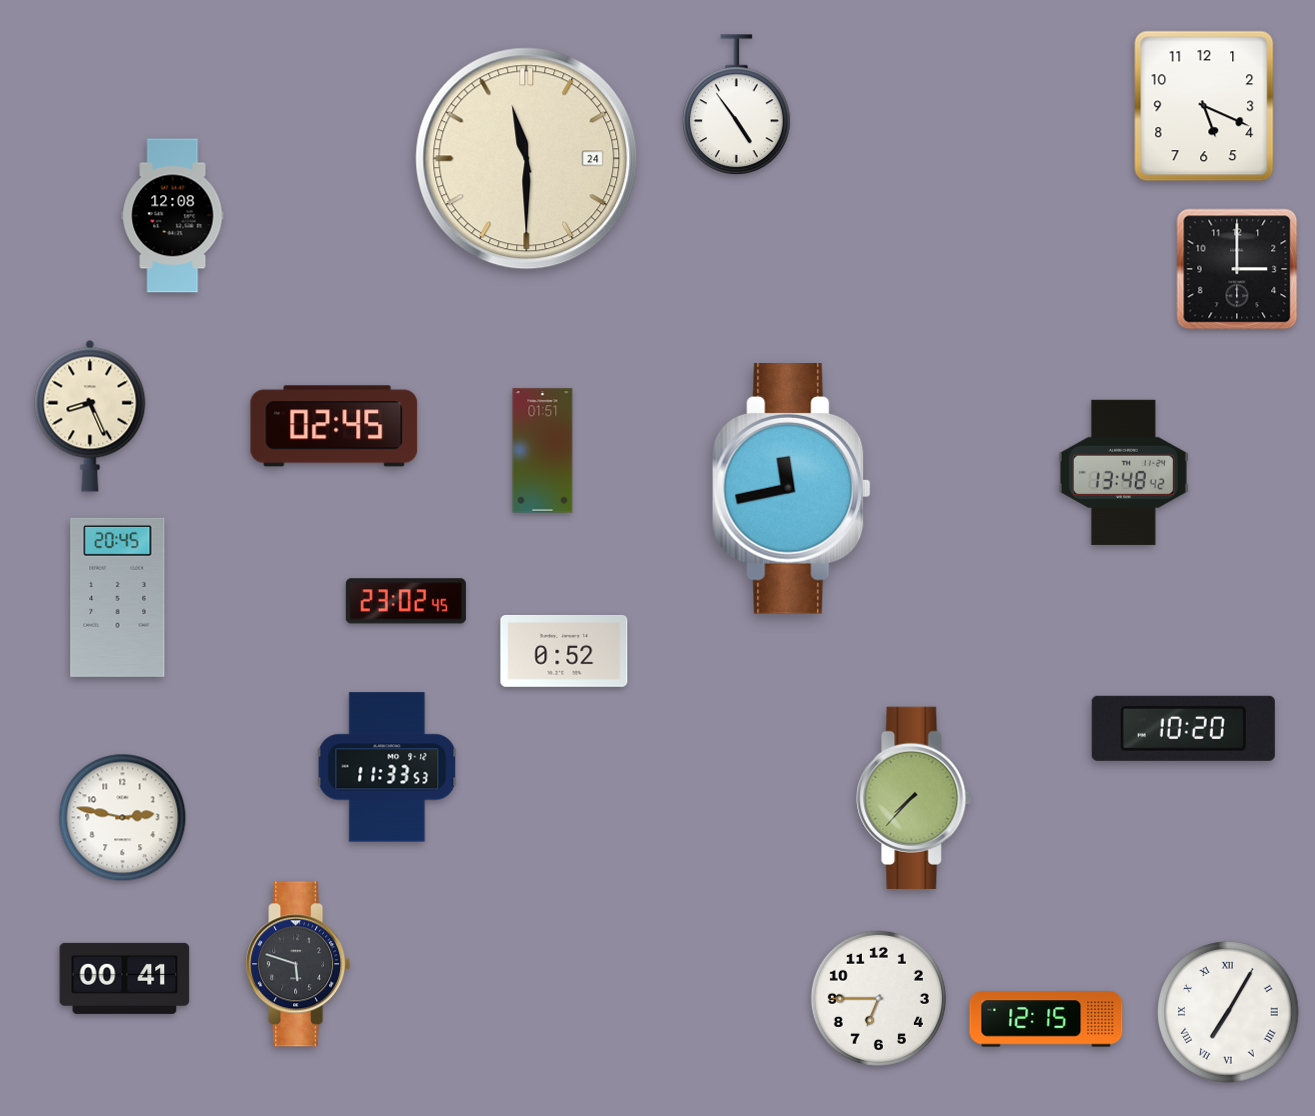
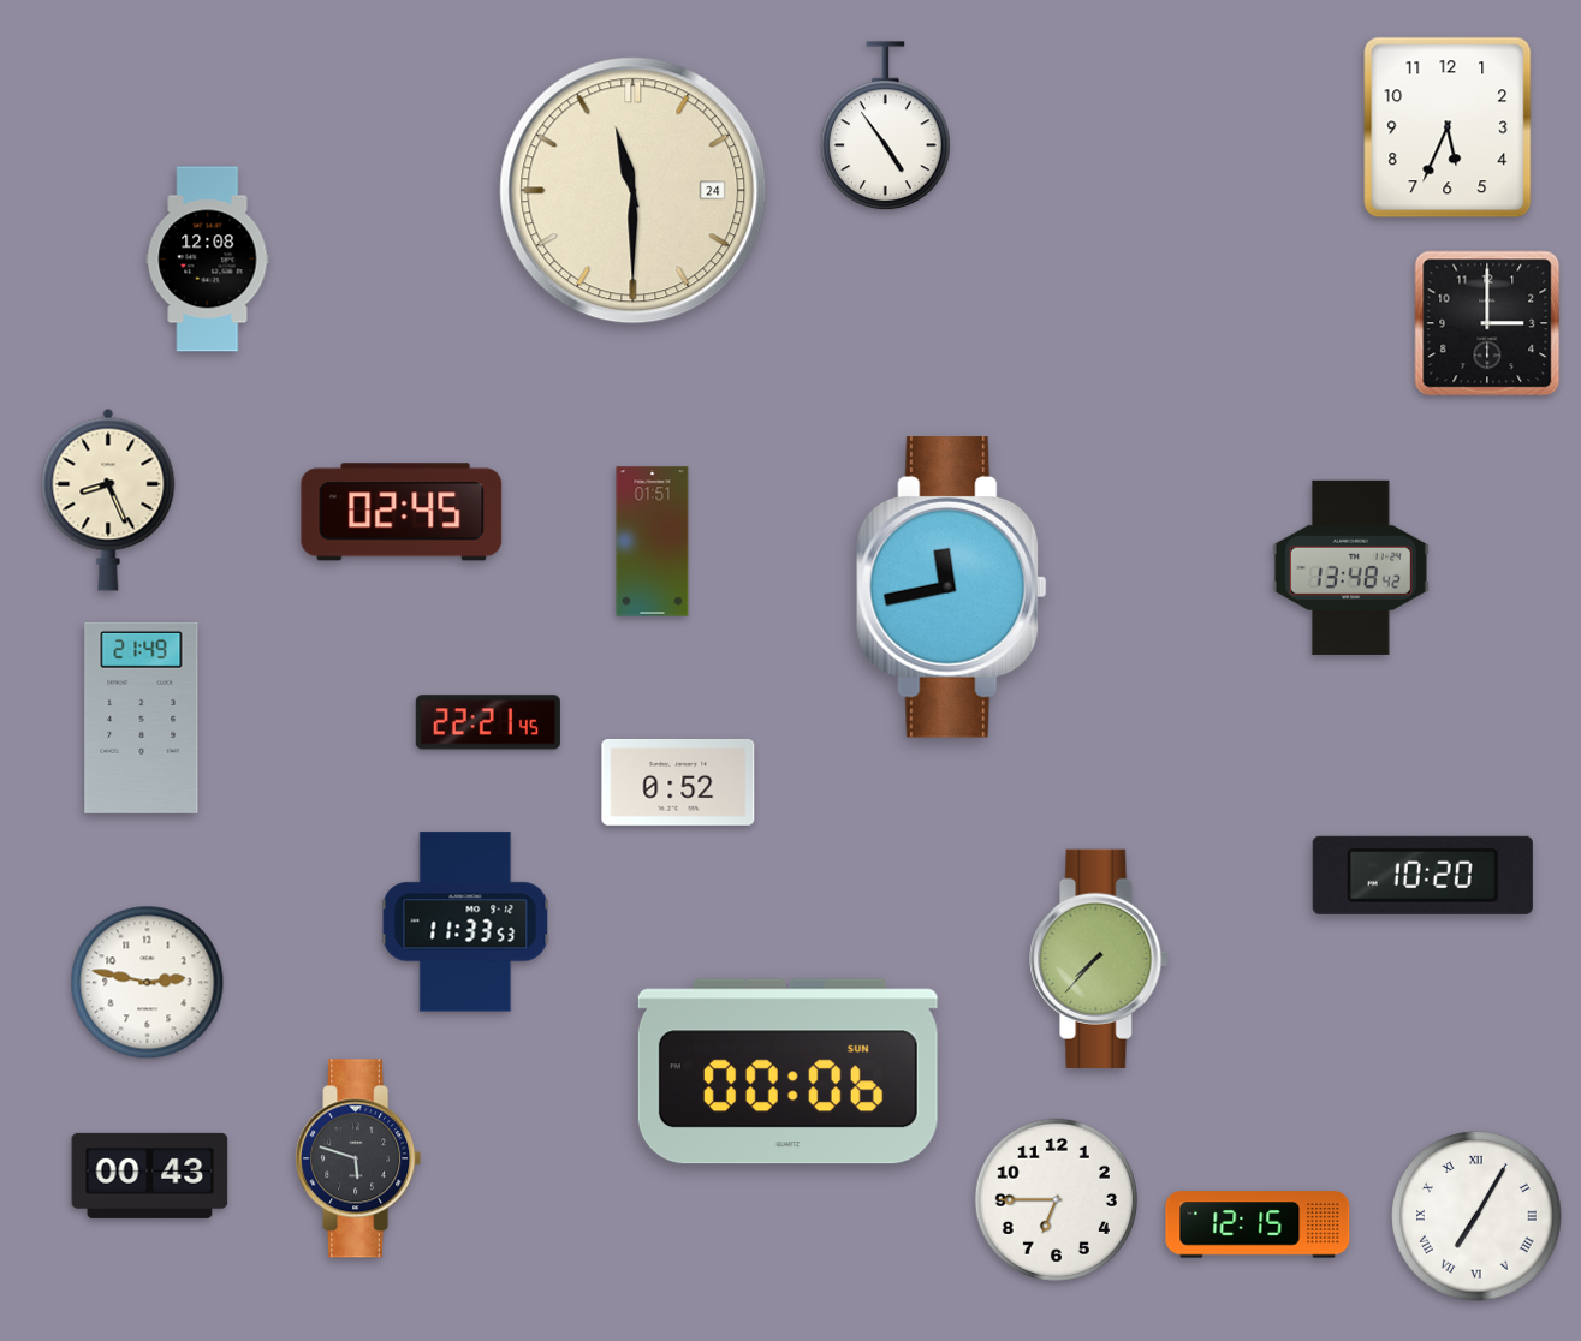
clock at (1204, 106): 5:19 -> 5:34
clock at (118, 597): 20:45 -> 21:49
clock at (406, 601): 23:02 -> 22:21
clock at (787, 1072): none -> 00:06
clock at (125, 978): 00:41 -> 00:43
